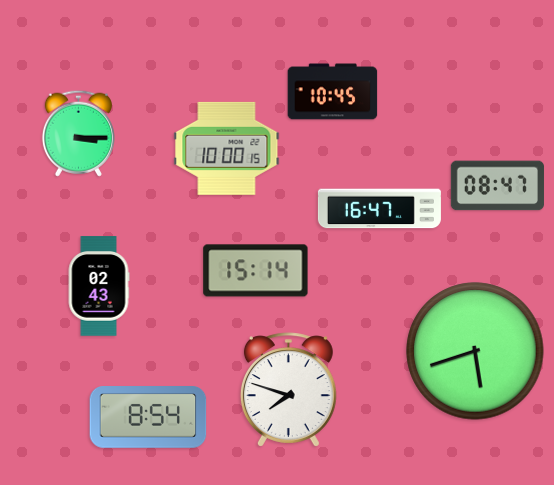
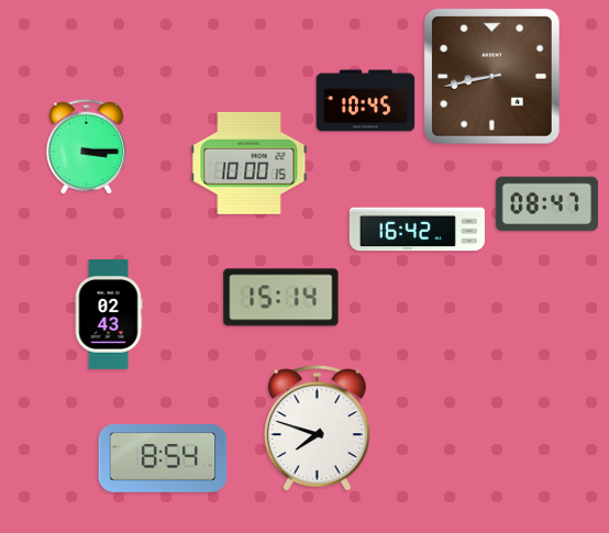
clock at (492, 77): none -> 8:43
clock at (379, 209): 16:47 -> 16:42
clock at (475, 351): 5:42 -> none
